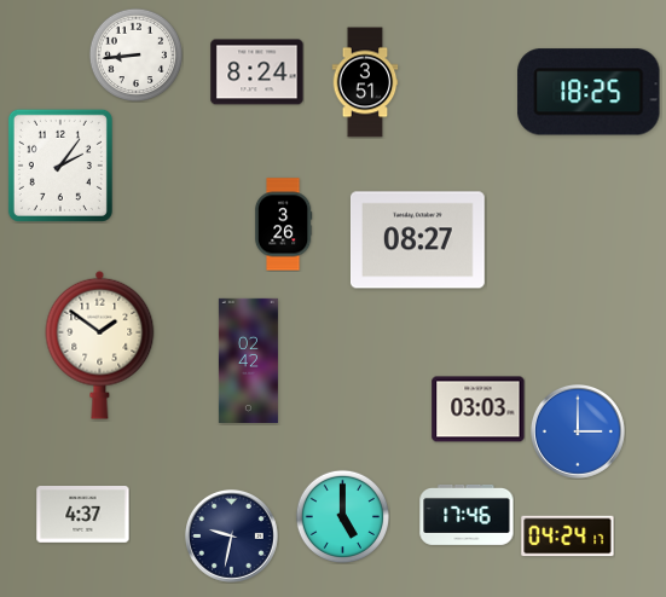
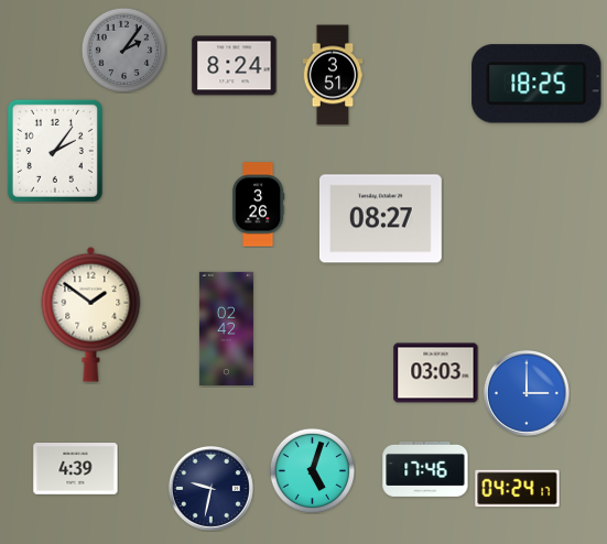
clock at (135, 54): 8:44 -> 2:06
clock at (135, 54) dial: white -> grey
clock at (83, 515): 4:37 -> 4:39
clock at (342, 516): 5:00 -> 5:03
